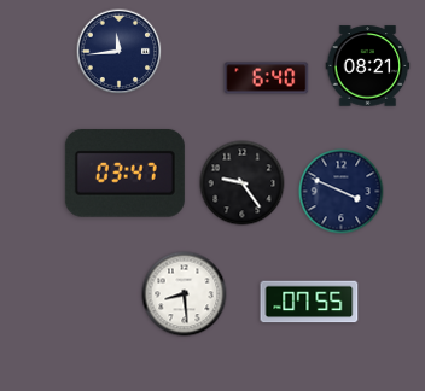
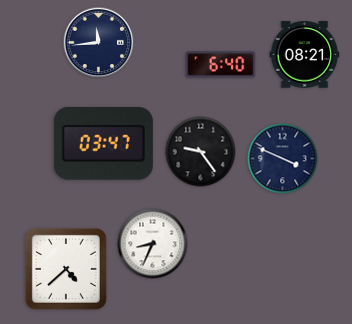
clock at (185, 294): 8:29 -> 8:34
clock at (309, 302): 07:55 -> none
clock at (66, 269): none -> 4:38
